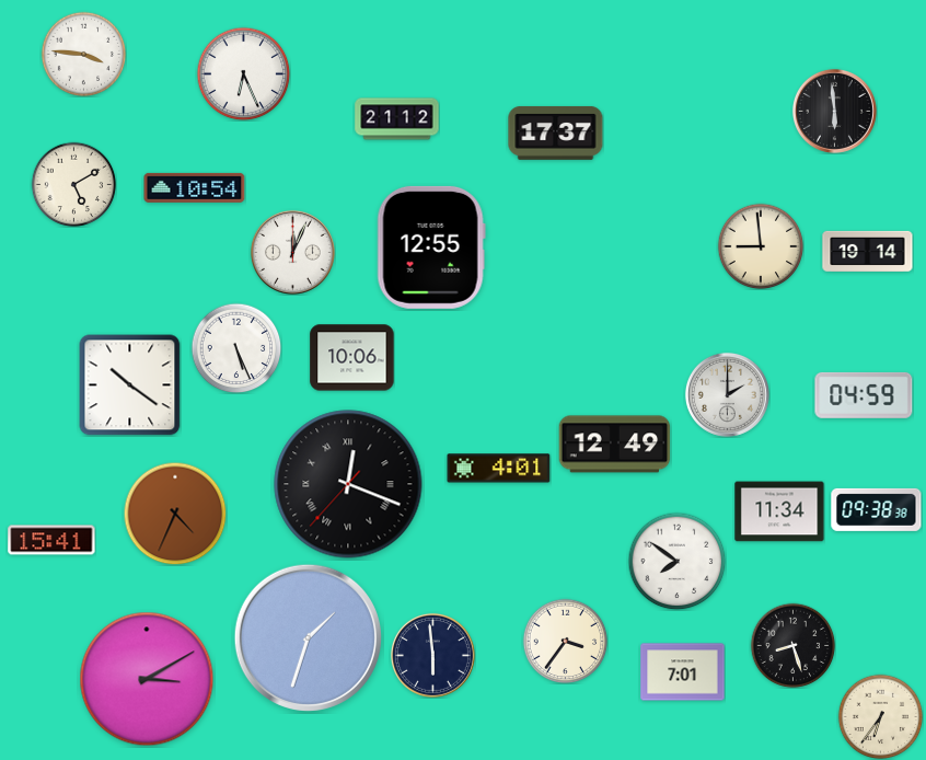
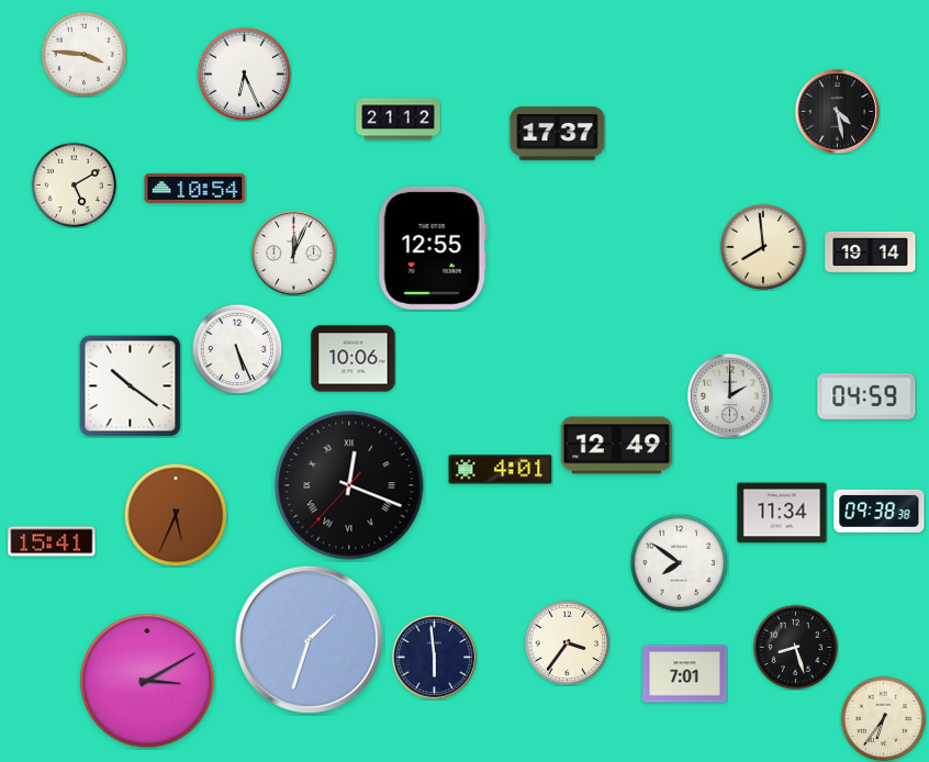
clock at (834, 111): 5:59 -> 4:28
clock at (761, 246): 8:59 -> 7:59
clock at (175, 514): 4:34 -> 5:34
